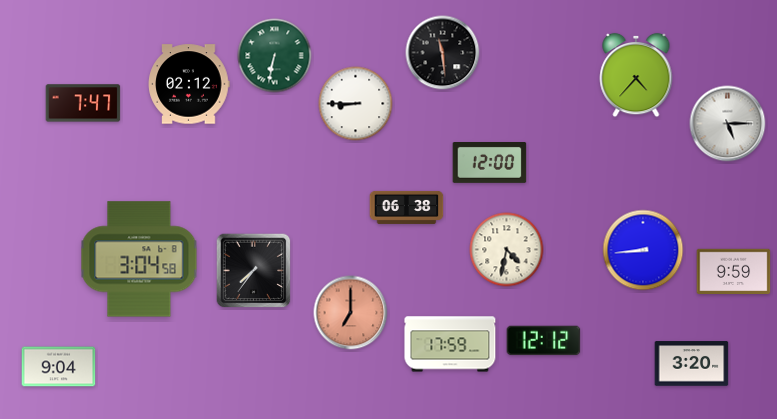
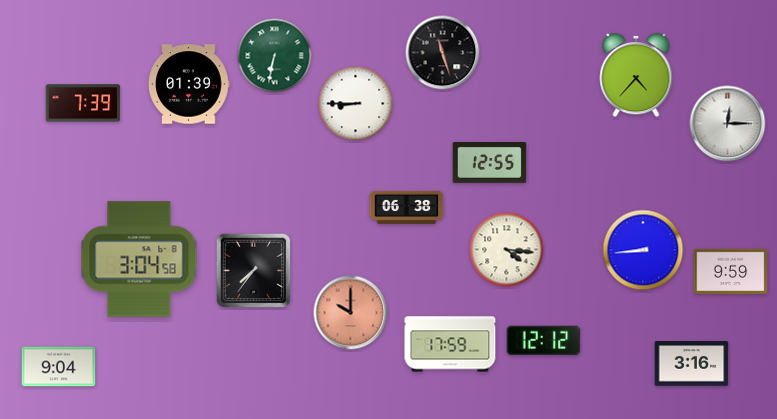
clock at (443, 53): 11:29 -> 11:27
clock at (189, 84): 02:12 -> 01:39
clock at (83, 103): 7:47 -> 7:39
clock at (728, 124): 5:15 -> 12:15
clock at (490, 163): 12:00 -> 12:55
clock at (507, 250): 4:32 -> 4:16
clock at (734, 272) position: (734, 272) -> (731, 272)
clock at (351, 313): 7:00 -> 10:00
clock at (692, 364): 3:20 -> 3:16
